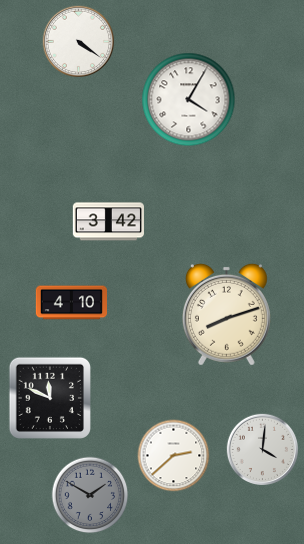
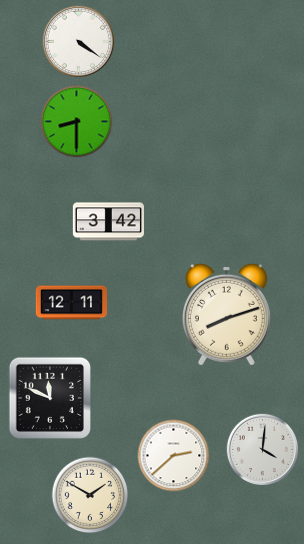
clock at (189, 100): 4:05 -> none
clock at (77, 122): none -> 8:30
clock at (71, 303): 4:10 -> 12:11
clock at (90, 495) dial: grey -> cream
